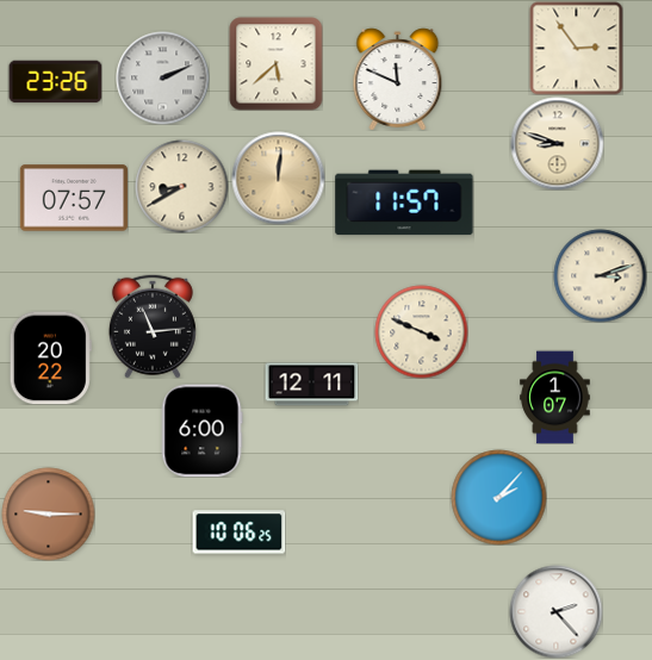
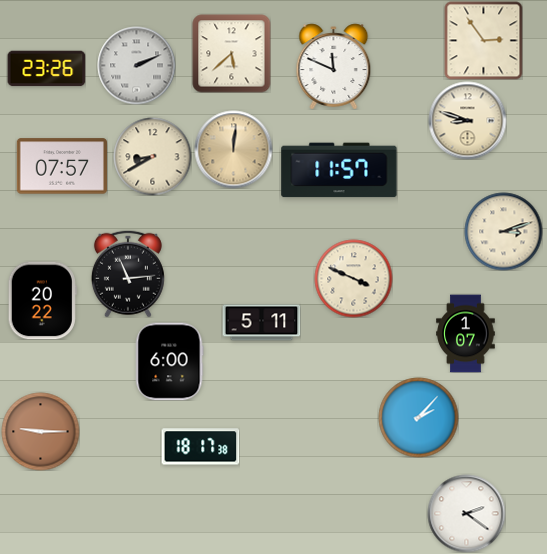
clock at (311, 385): 12:11 -> 5:11
clock at (238, 533): 10:06 -> 18:17
clock at (555, 611): 2:23 -> 2:21
